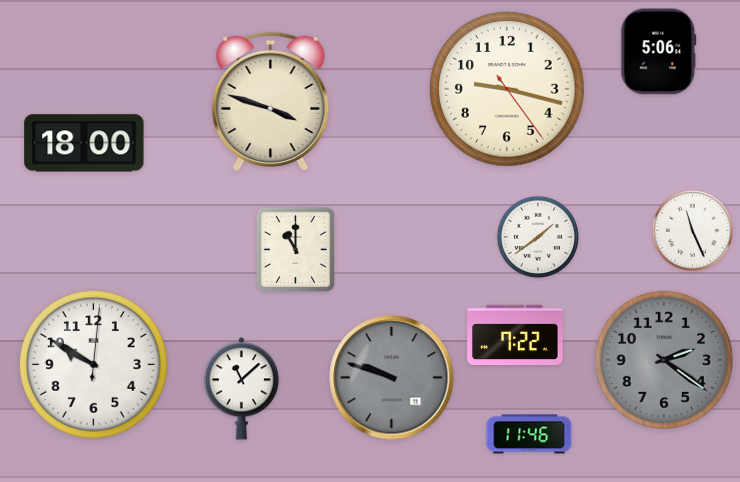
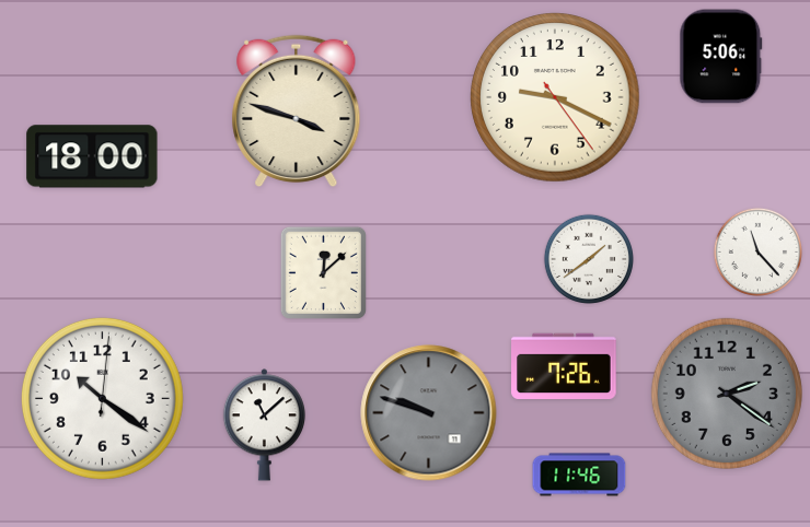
clock at (507, 89): 9:17 -> 9:19
clock at (692, 230): 11:26 -> 11:23
clock at (295, 249): 11:00 -> 12:08
clock at (515, 335): 7:22 -> 7:26
clock at (93, 364): 9:50 -> 10:21
